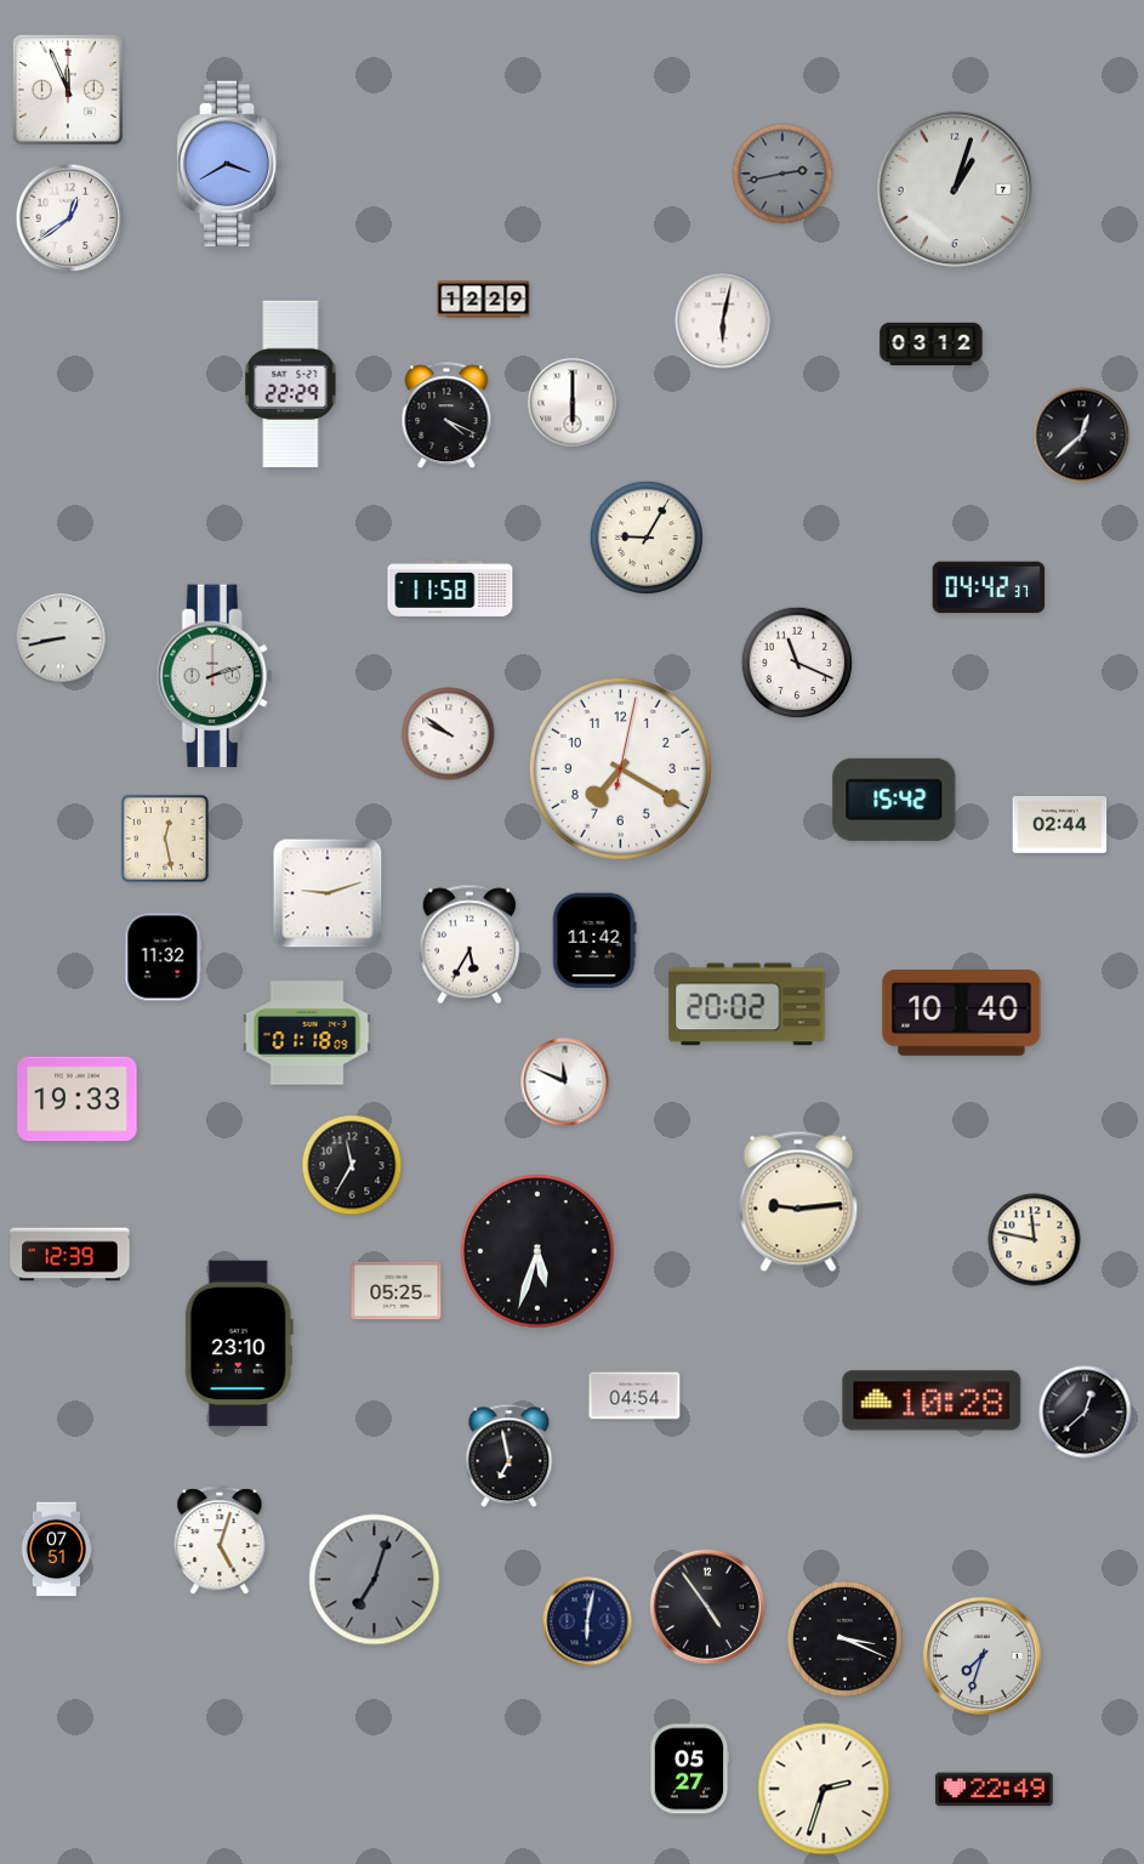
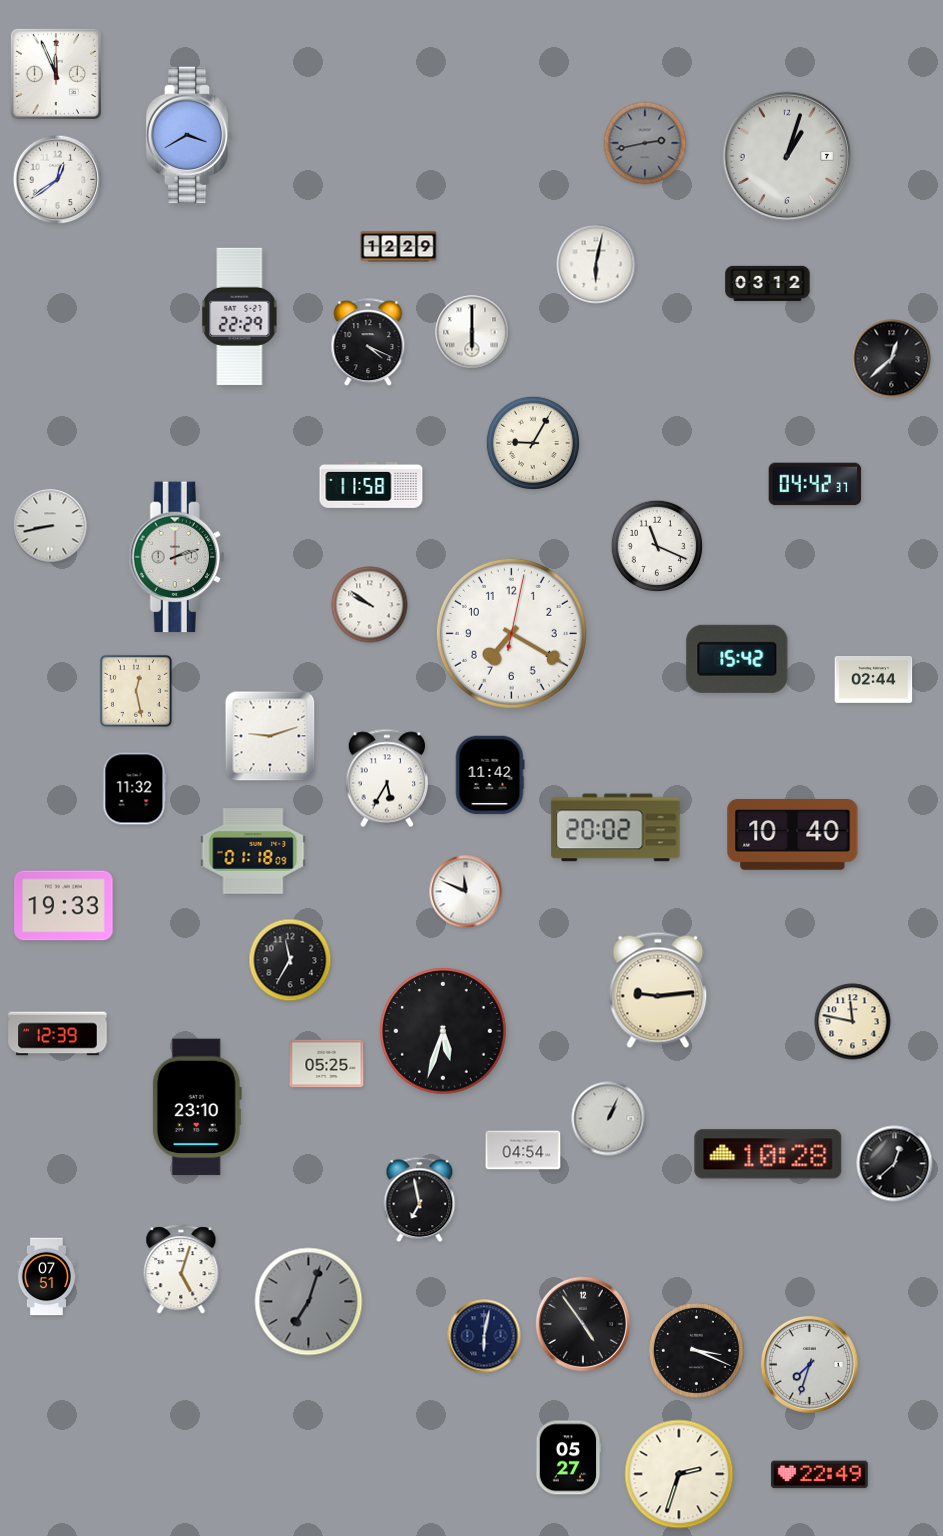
clock at (609, 1119): none -> 1:04
